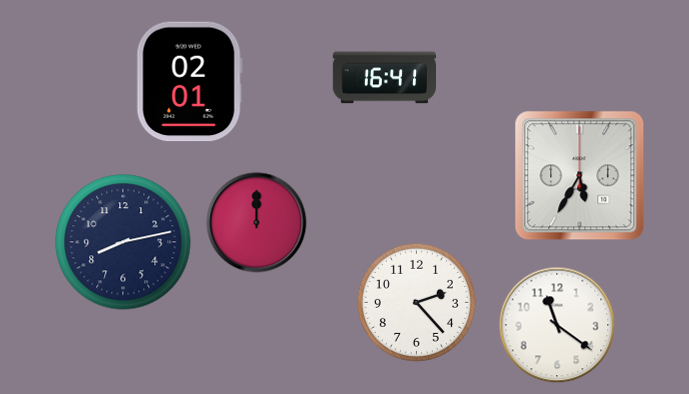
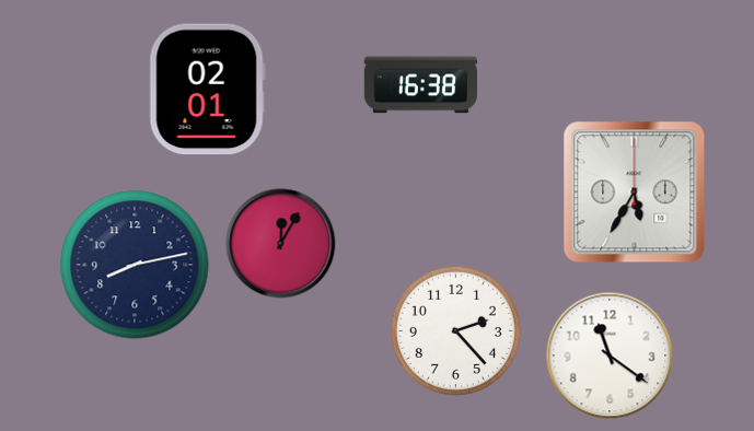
clock at (384, 78): 16:41 -> 16:38
clock at (257, 223): 12:00 -> 12:05
